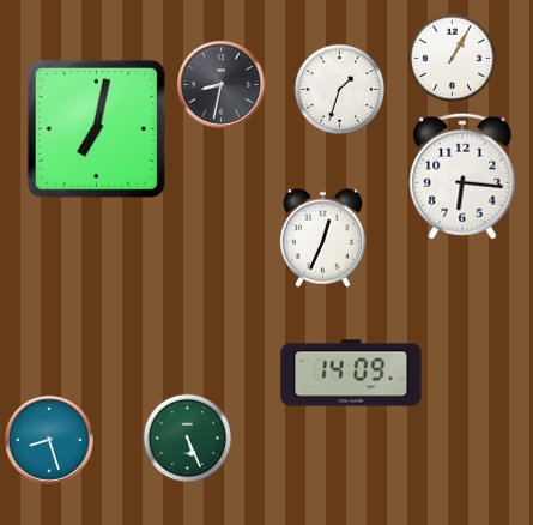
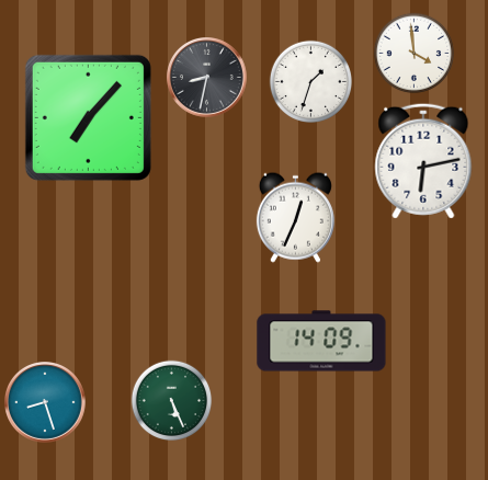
clock at (453, 59): 1:05 -> 3:59
clock at (222, 85) position: (222, 85) -> (207, 78)
clock at (96, 128): 7:02 -> 7:07
clock at (462, 176): 6:16 -> 6:13
